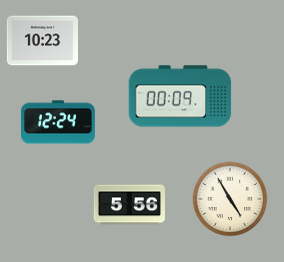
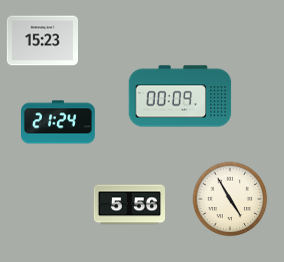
clock at (42, 41): 10:23 -> 15:23
clock at (59, 122): 12:24 -> 21:24
